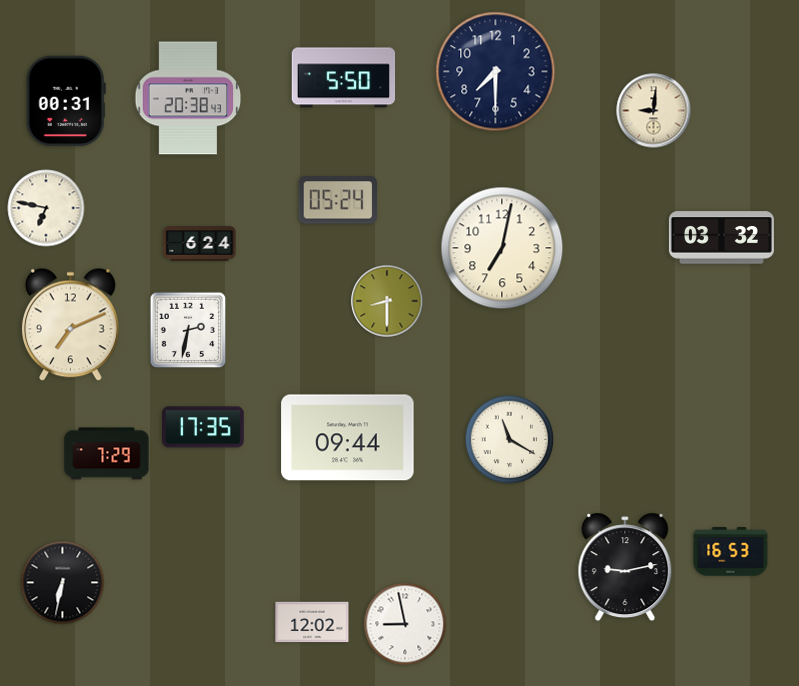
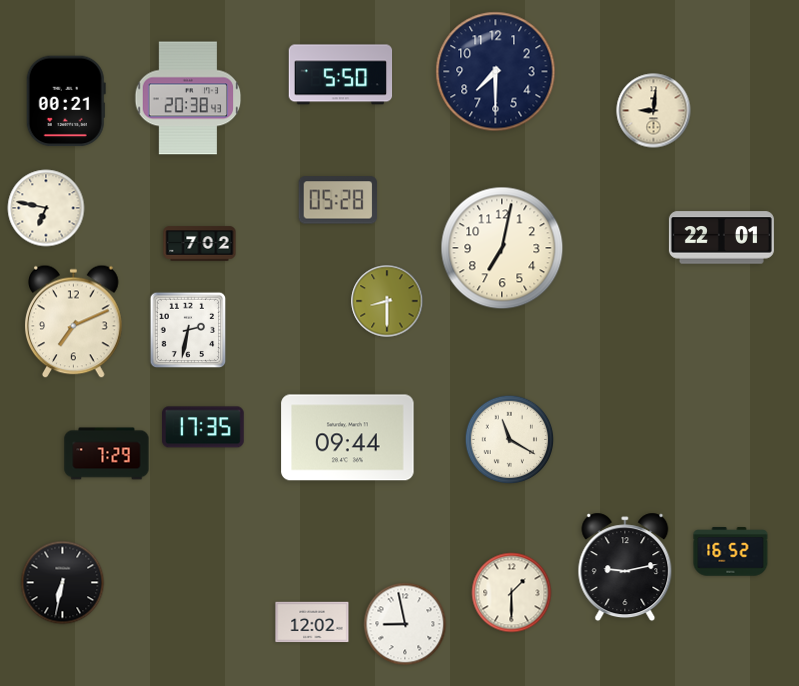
clock at (344, 78) position: (344, 78) -> (341, 75)
clock at (66, 101): 00:31 -> 00:21
clock at (338, 200): 05:24 -> 05:28
clock at (721, 238): 03:32 -> 22:01
clock at (200, 244): 6:24 -> 7:02
clock at (71, 325) position: (71, 325) -> (74, 322)
clock at (731, 552): 16:53 -> 16:52
clock at (512, 593): none -> 1:30
